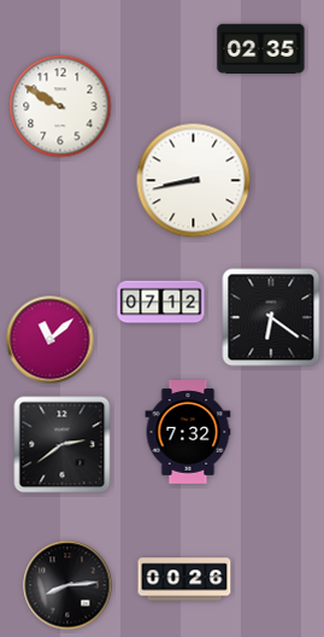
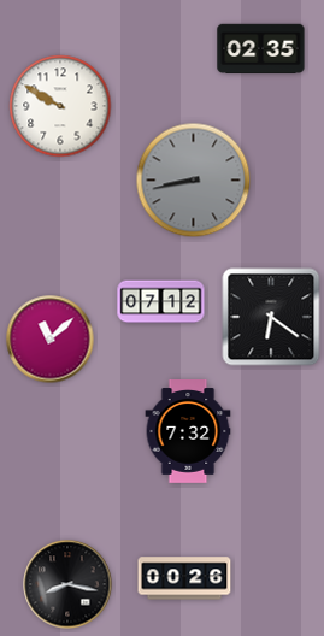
clock at (194, 181) dial: white -> grey
clock at (63, 445): 2:39 -> none
clock at (67, 585): 8:14 -> 8:17
